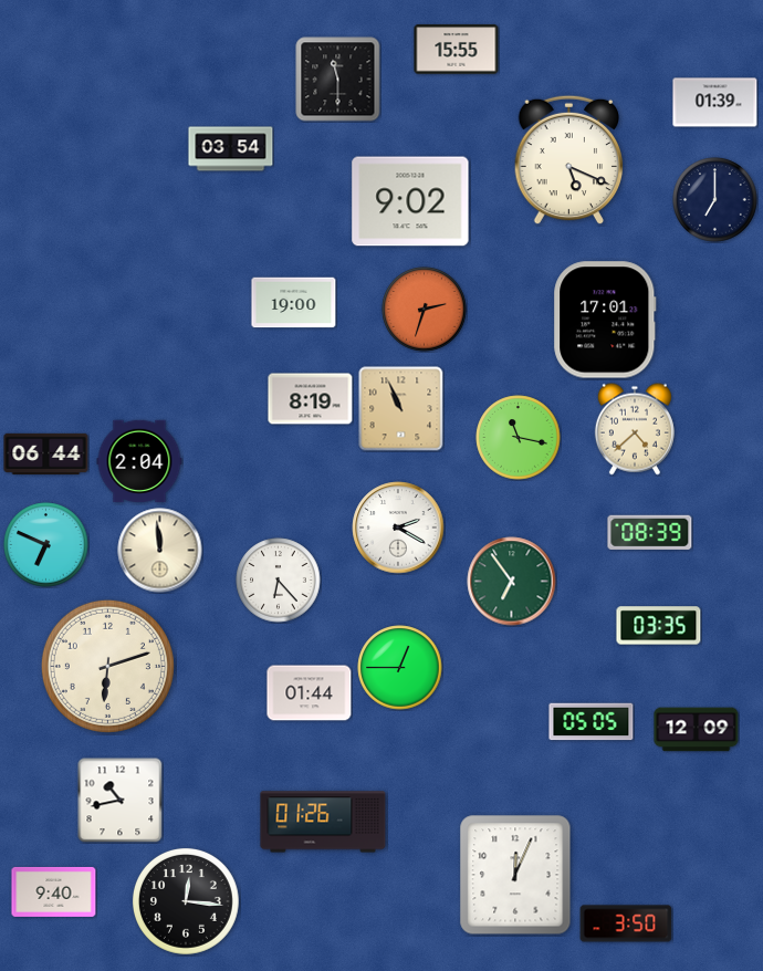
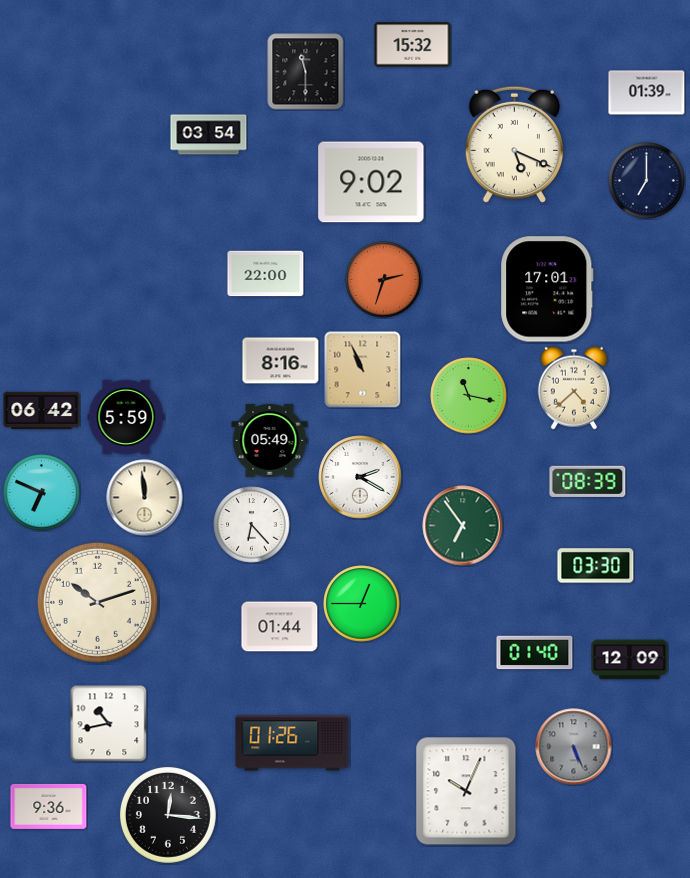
clock at (457, 50): 15:55 -> 15:32
clock at (294, 303): 19:00 -> 22:00
clock at (311, 399): 8:19 -> 8:16
clock at (46, 453): 06:44 -> 06:42
clock at (139, 461): 2:04 -> 5:59
clock at (270, 440): none -> 05:49
clock at (659, 626): 03:35 -> 03:30
clock at (107, 666): 6:12 -> 10:12
clock at (592, 722): 05:05 -> 01:40
clock at (574, 747): none -> 5:26
clock at (515, 875): 12:04 -> 10:04
clock at (54, 891): 9:40 -> 9:36
clock at (626, 923): 3:50 -> none
